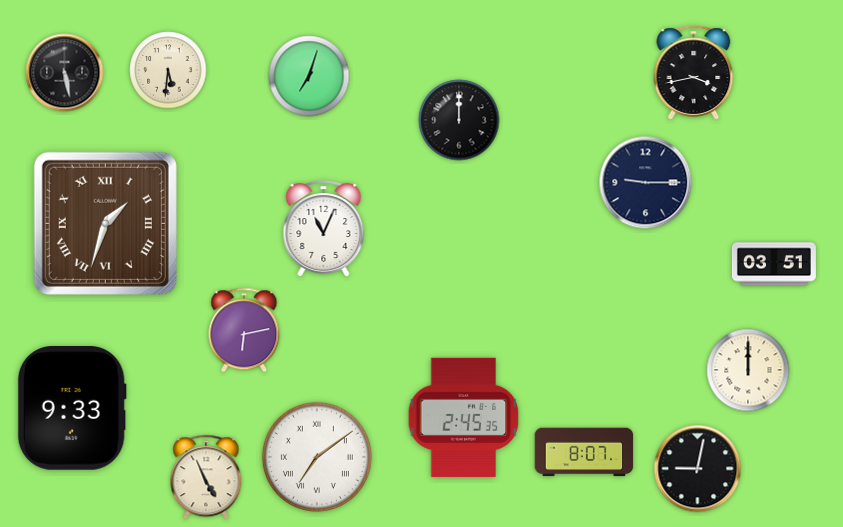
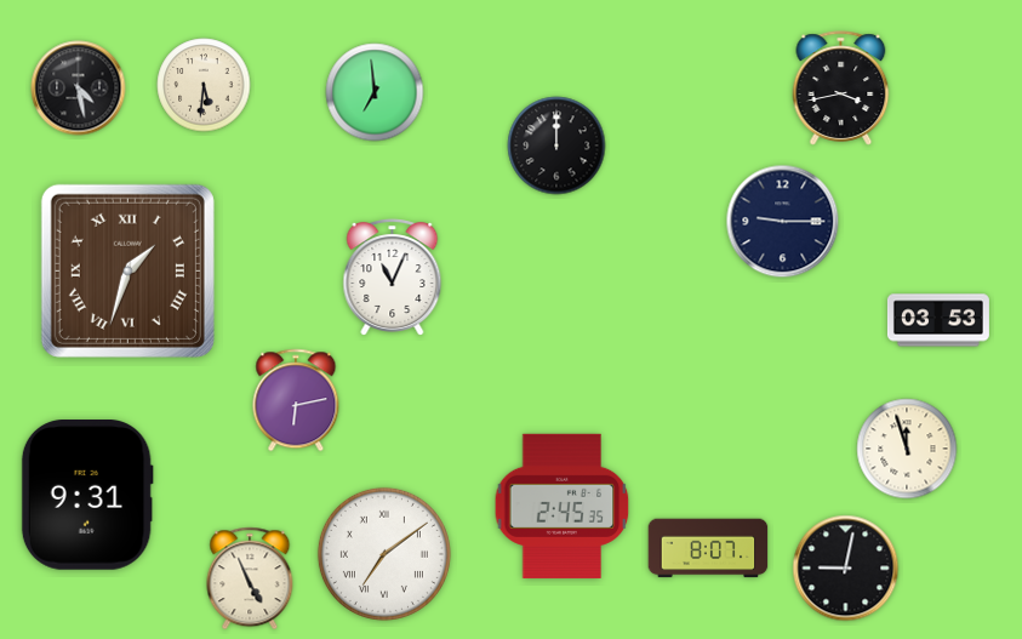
clock at (65, 73): 5:28 -> 4:28
clock at (309, 76): 7:03 -> 6:59
clock at (774, 264): 03:51 -> 03:53
clock at (748, 370): 12:00 -> 11:57
clock at (72, 409): 9:33 -> 9:31
